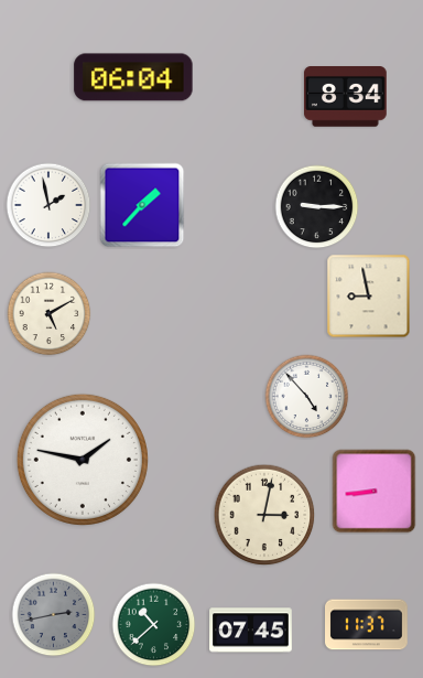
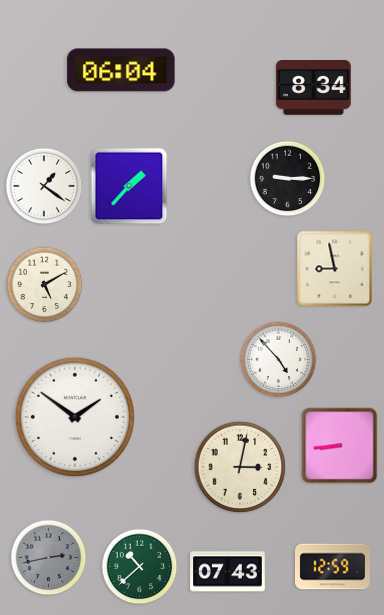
clock at (48, 205): 1:58 -> 1:21
clock at (317, 207) position: (317, 207) -> (288, 179)
clock at (83, 460): 1:47 -> 1:51
clock at (367, 625): 11:37 -> 12:59
clock at (251, 631): 07:45 -> 07:43
